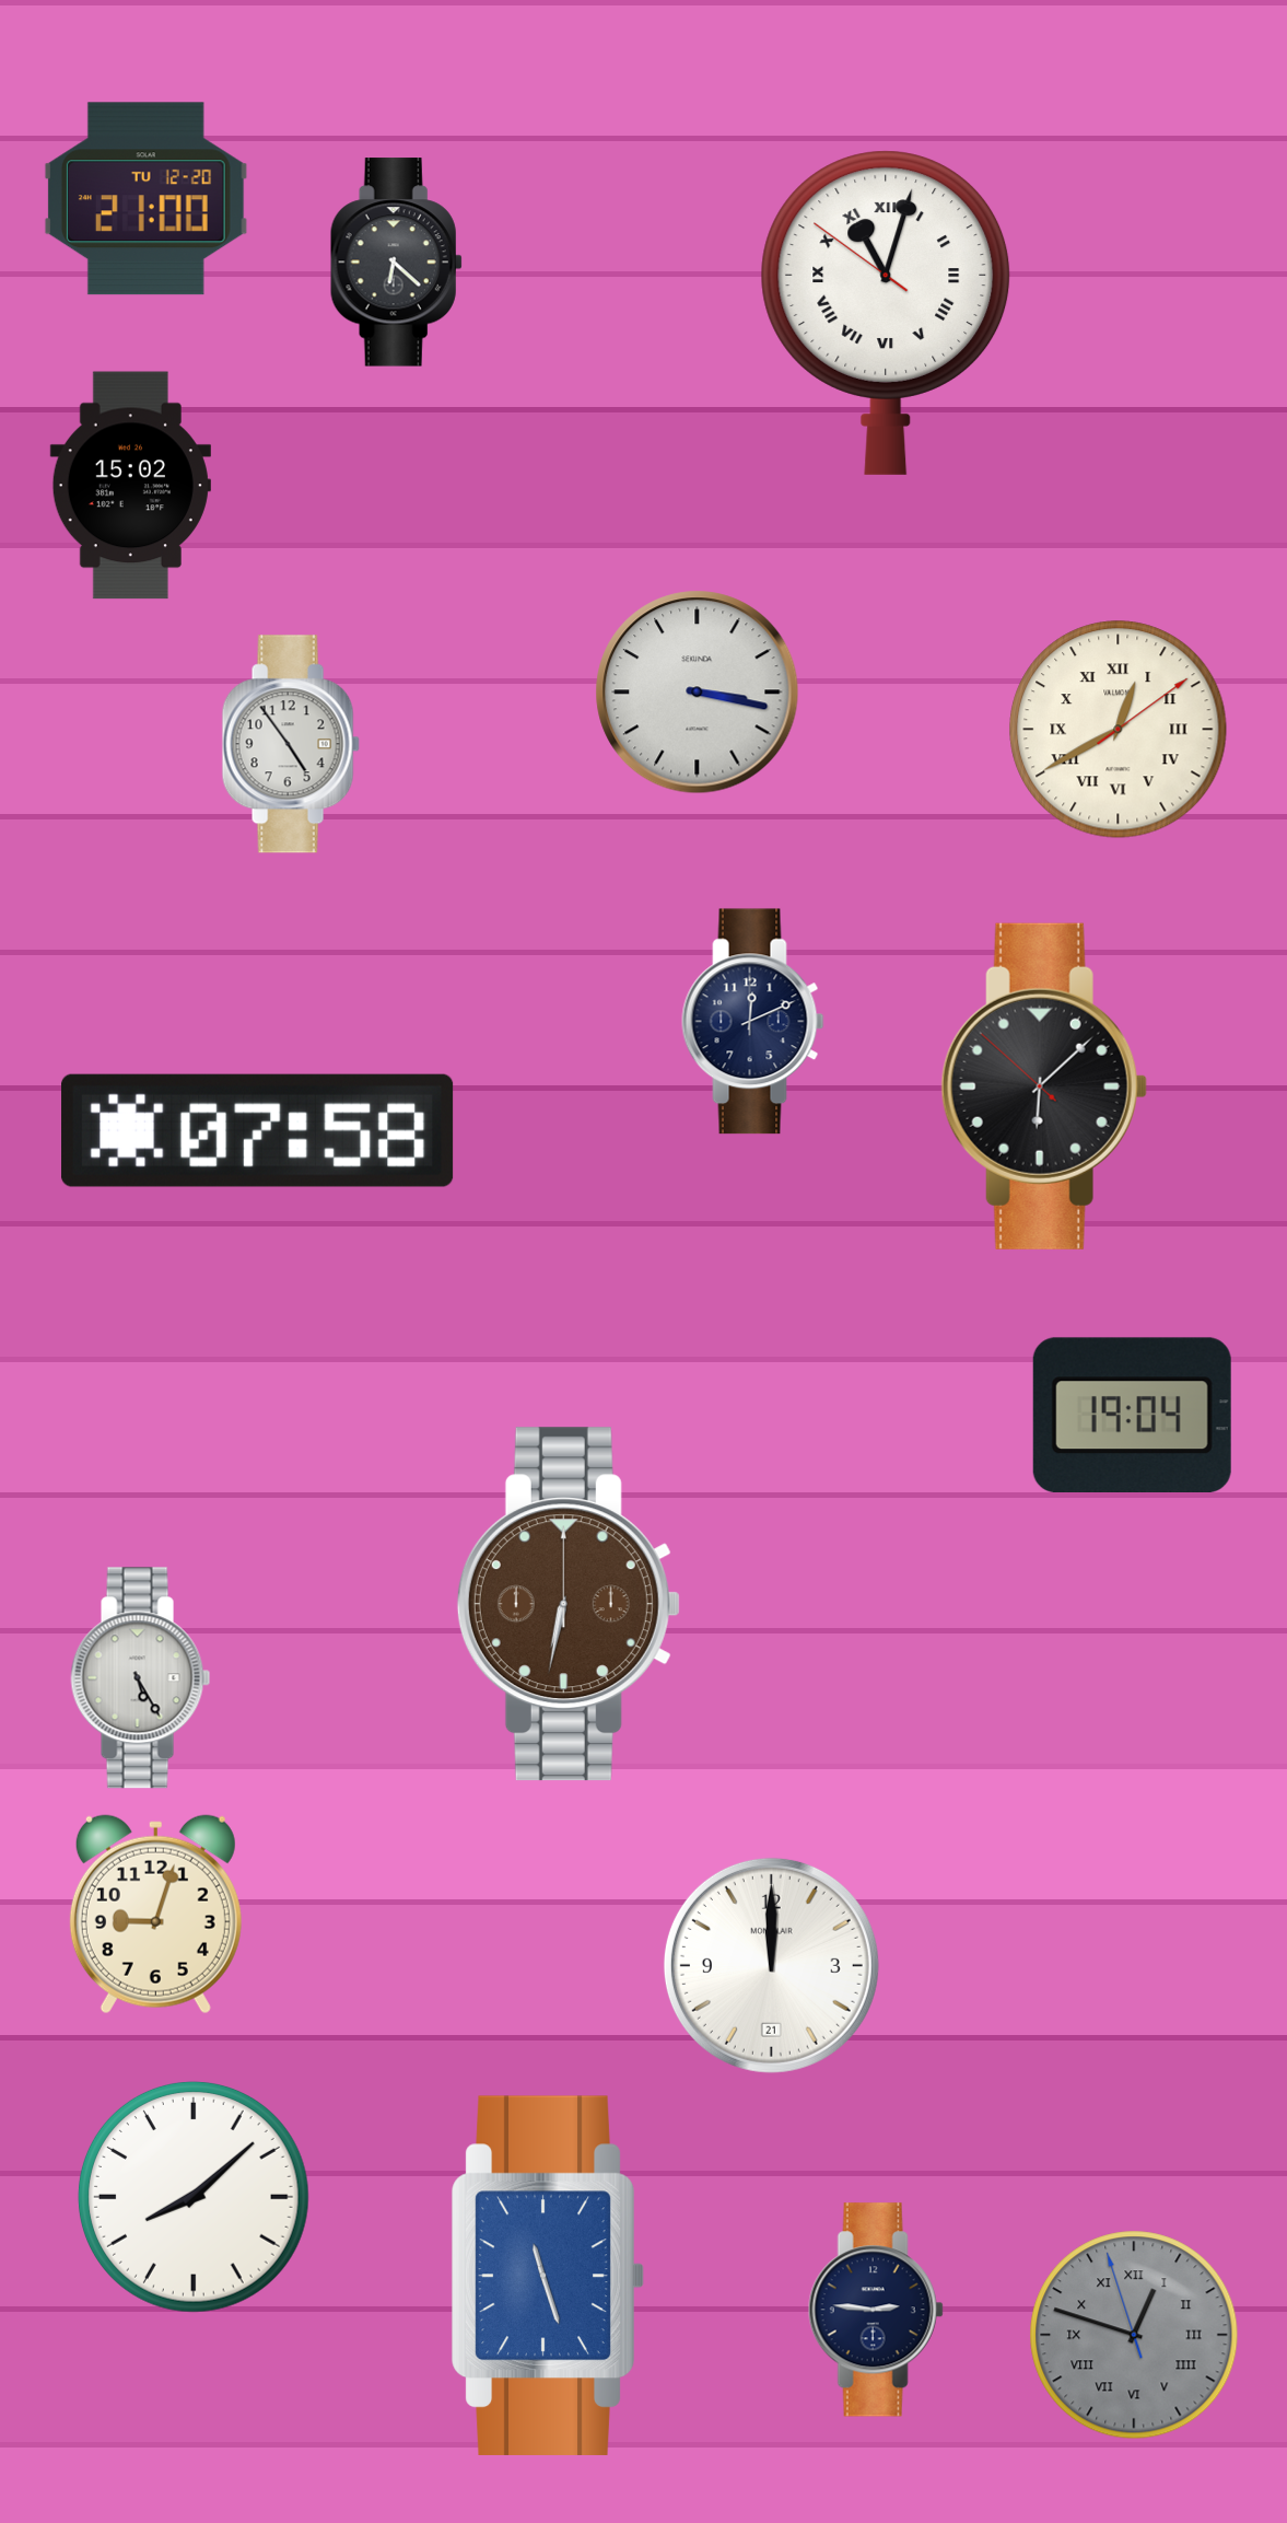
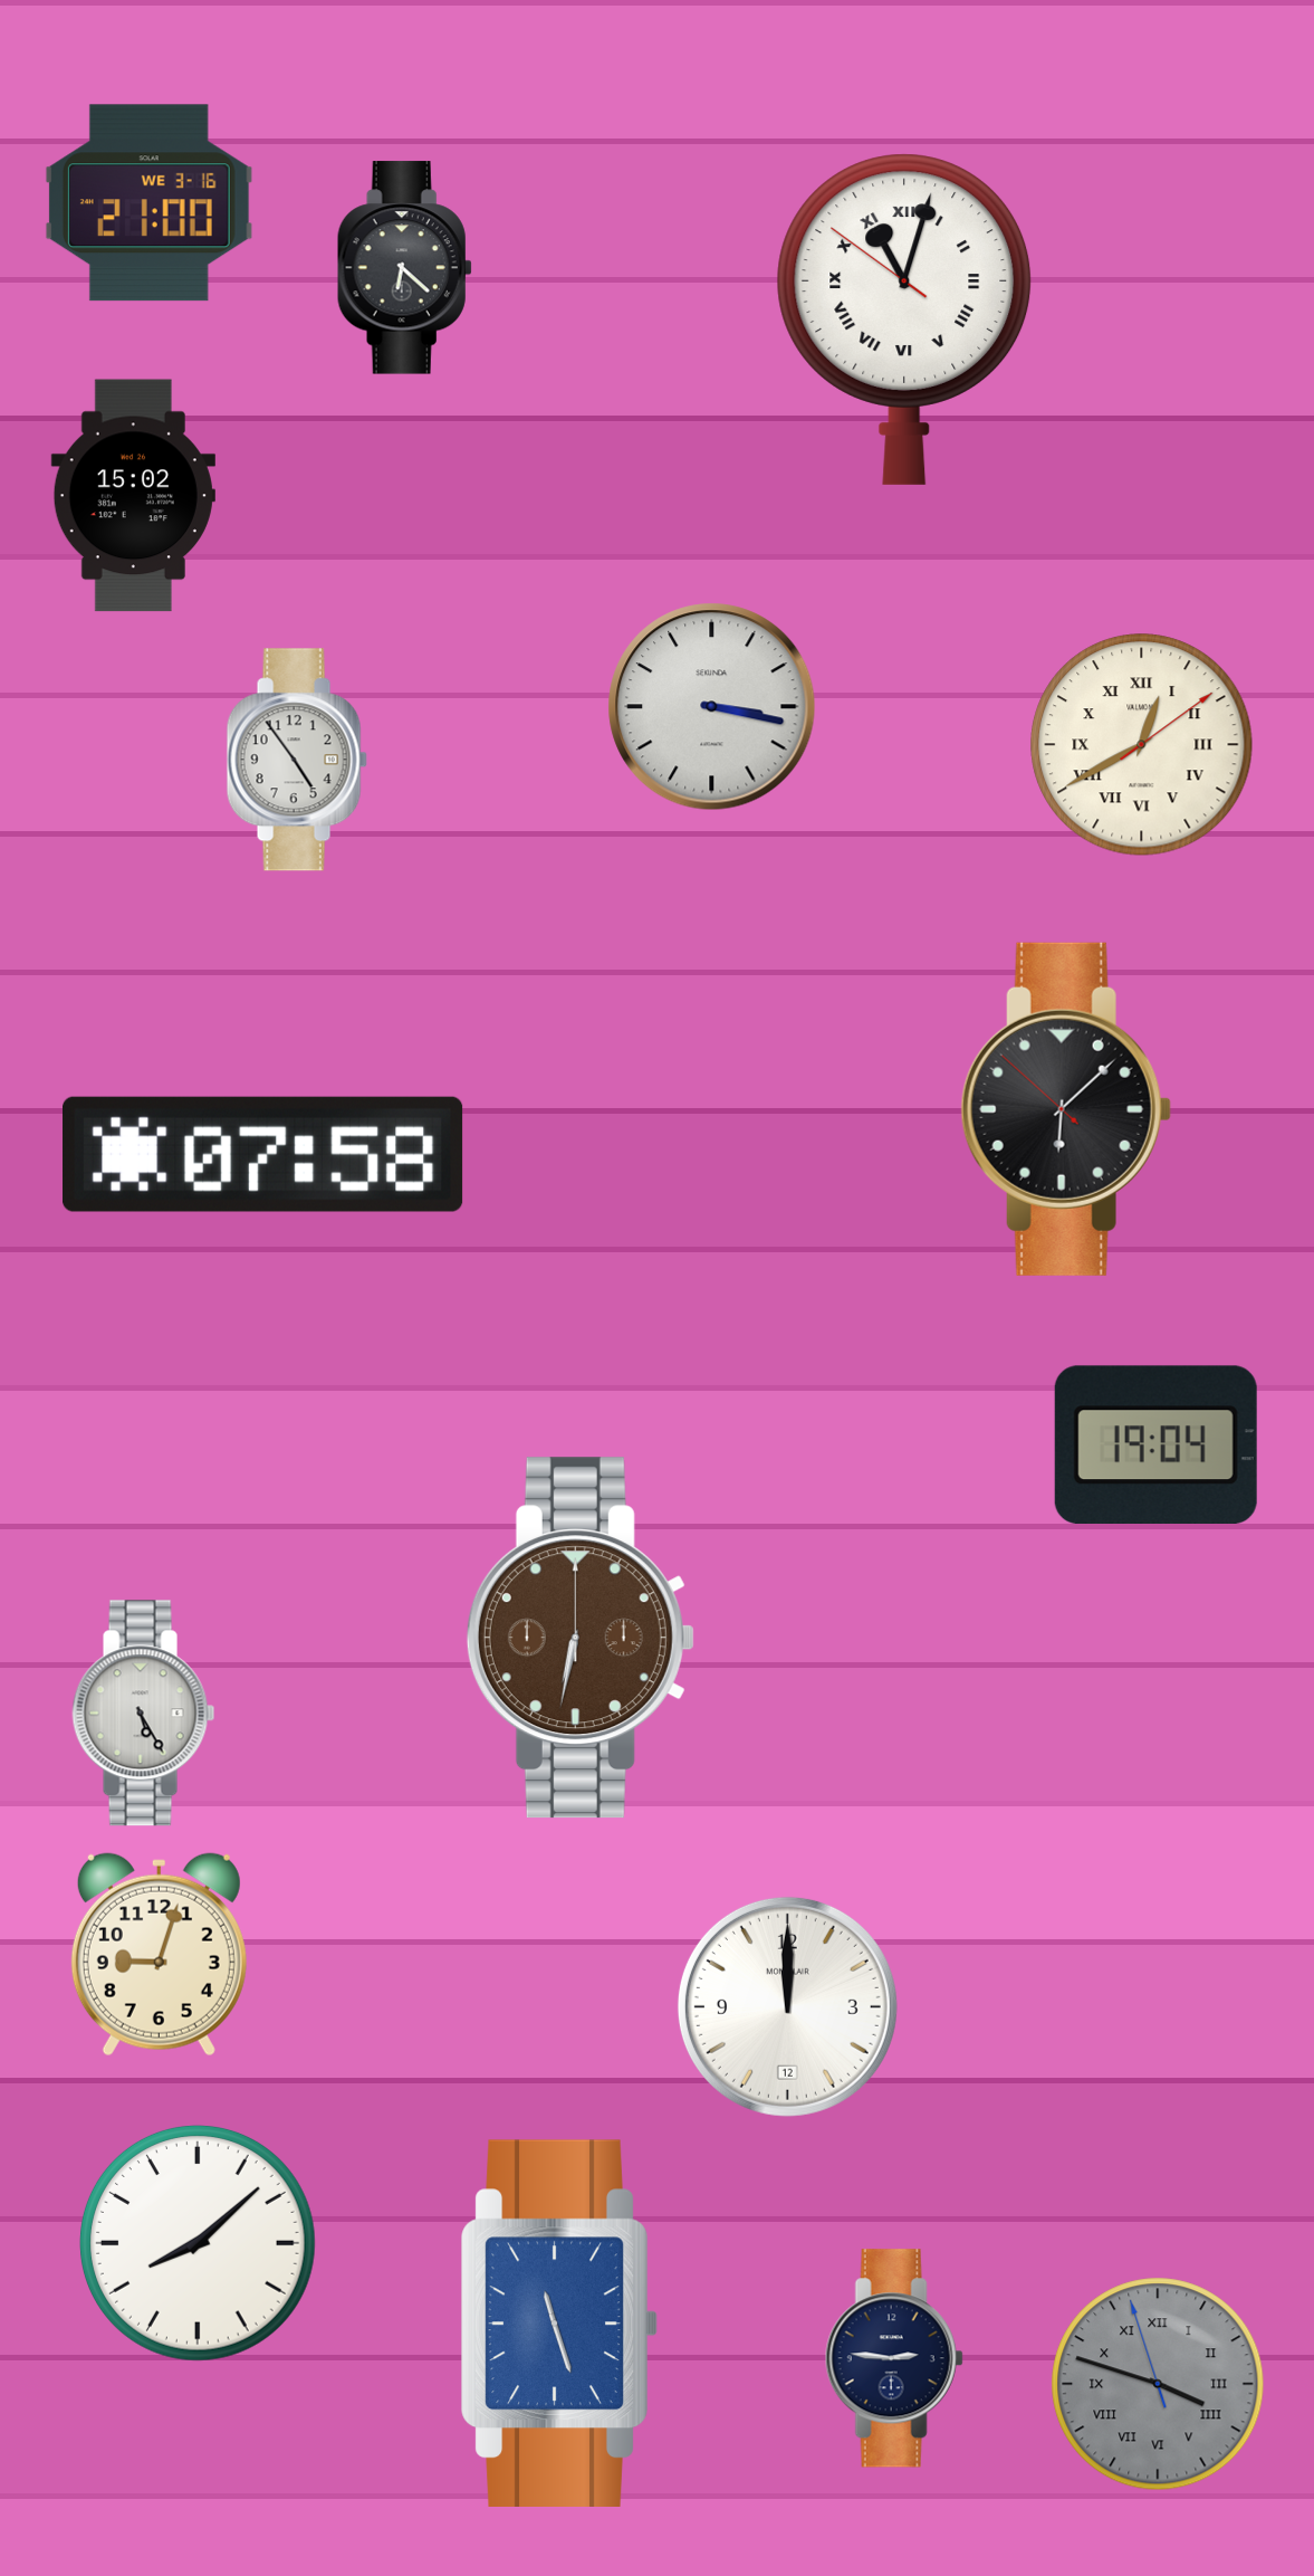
clock at (145, 199) date: TU 12-20 -> WE 3-16
clock at (753, 1022): 12:11 -> none
clock at (771, 1965) date: 21 -> 12
clock at (1134, 2335): 12:47 -> 3:47
